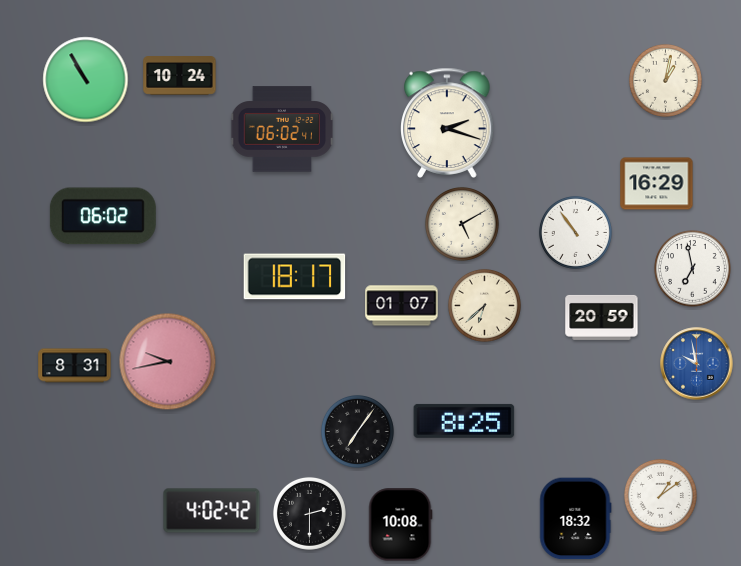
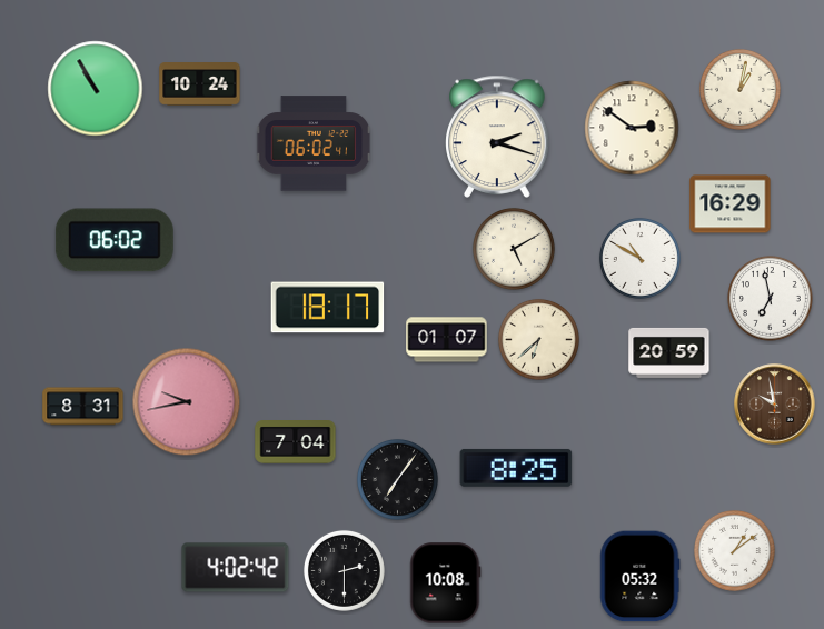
clock at (632, 128): none -> 2:51
clock at (575, 232): 10:54 -> 10:50
clock at (697, 364) dial: blue -> brown
clock at (296, 442): none -> 7:04
clock at (576, 519): 18:32 -> 05:32
